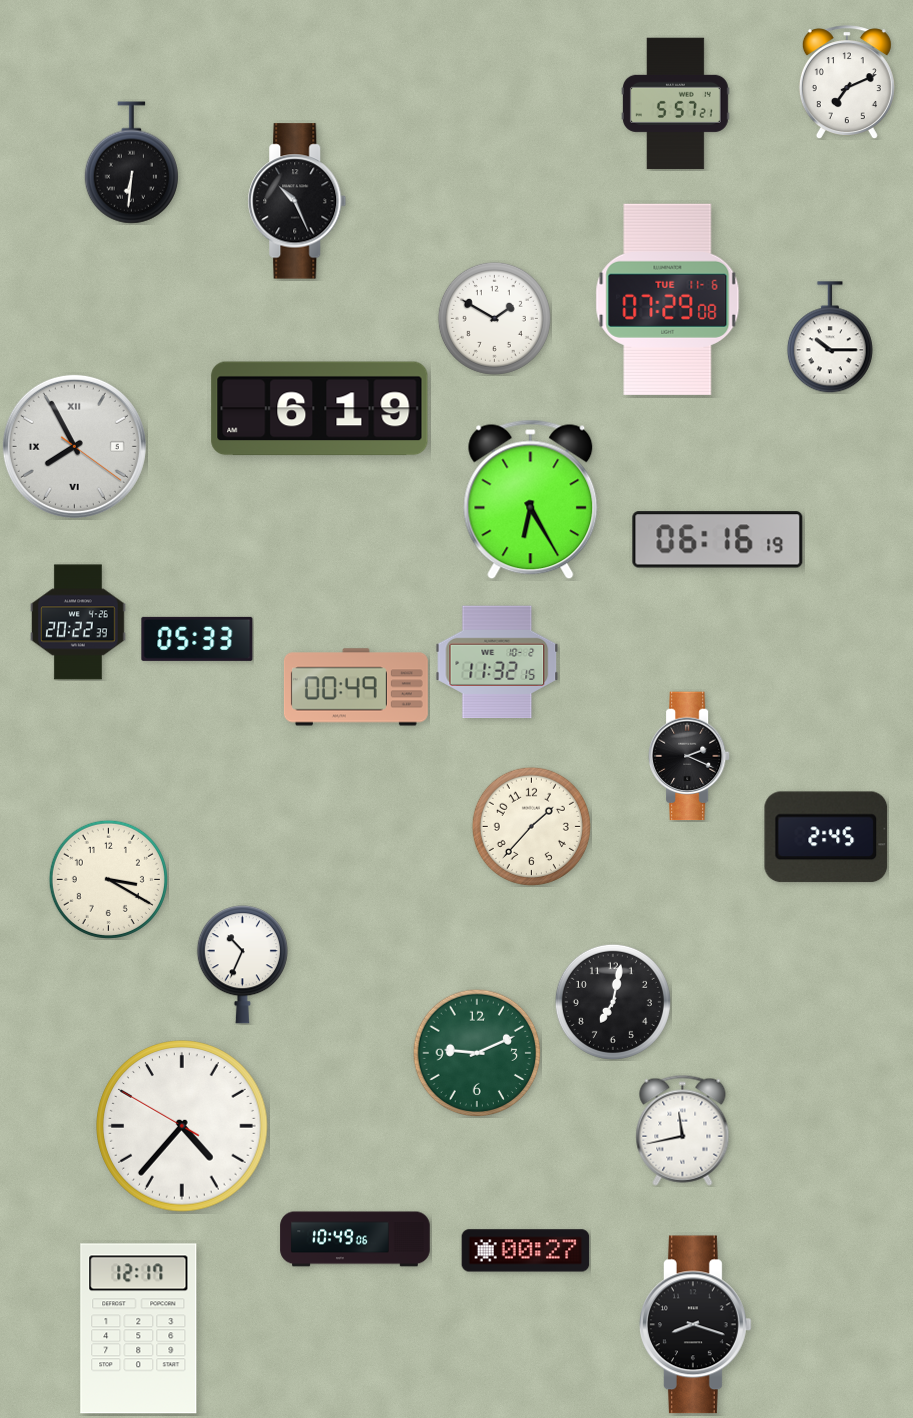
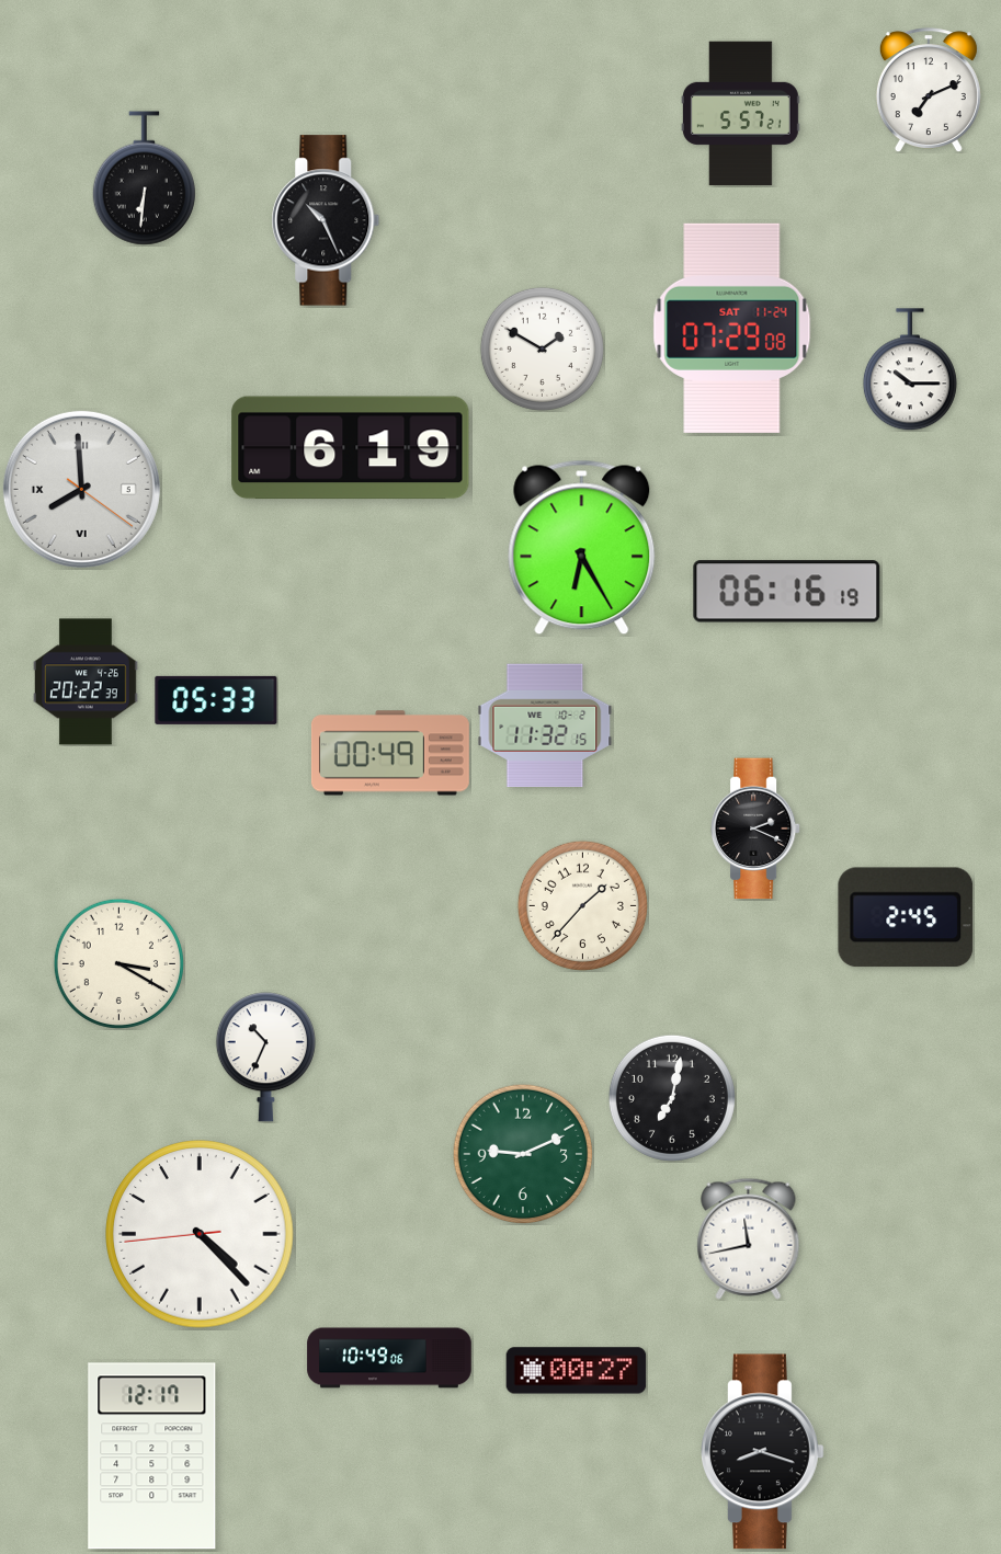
clock at (668, 299) date: TUE 11-6 -> SAT 11-24
clock at (74, 446): 7:55 -> 7:59
clock at (182, 1126): 4:36 -> 4:22
